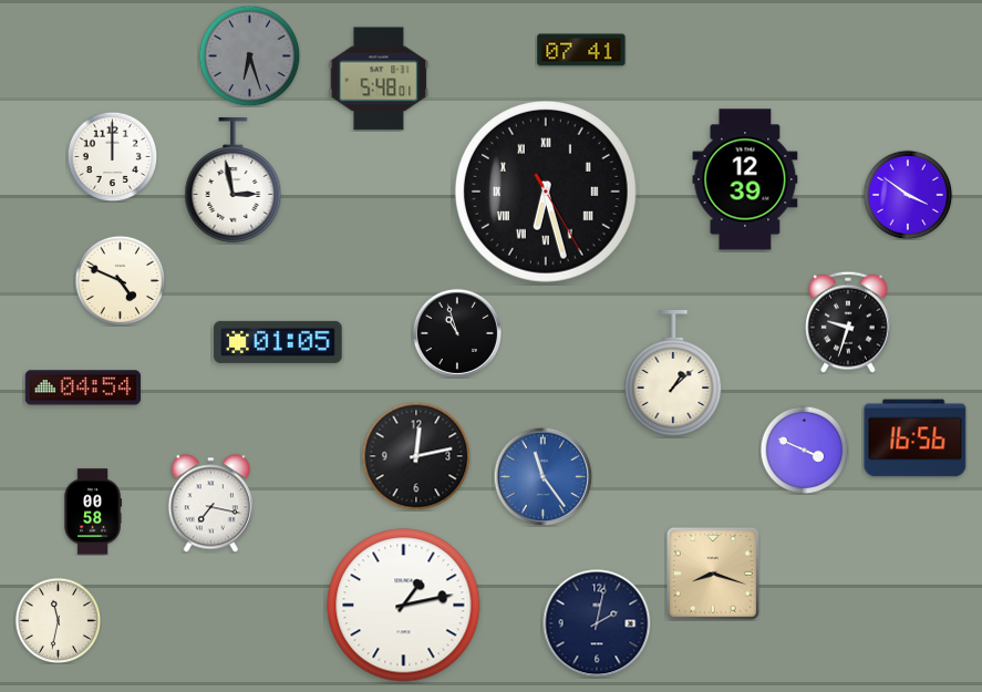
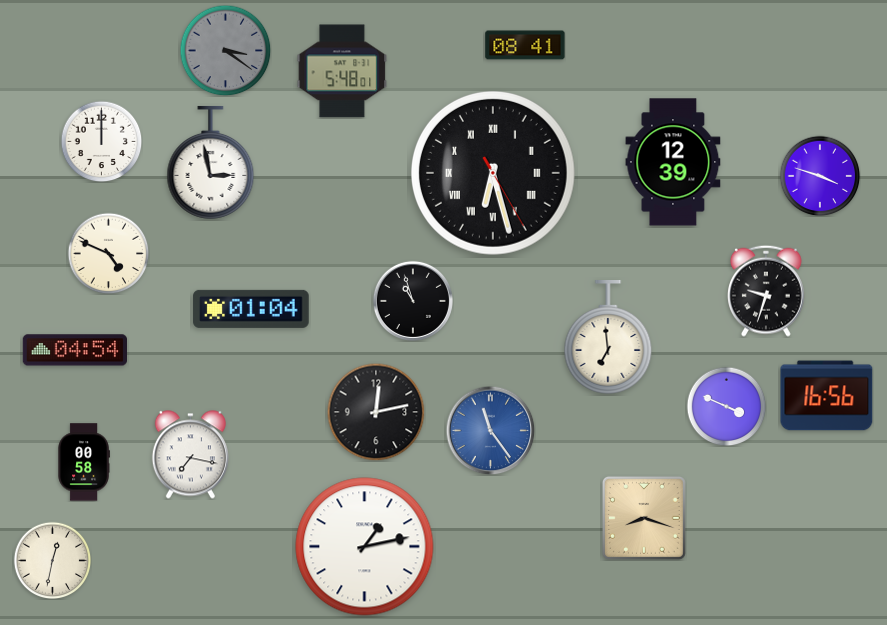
clock at (581, 50): 07:41 -> 08:41
clock at (249, 55): 6:27 -> 3:21
clock at (908, 195): 3:51 -> 3:48
clock at (278, 342): 01:05 -> 01:04
clock at (673, 374): 1:08 -> 6:59
clock at (58, 620): 11:32 -> 12:32
clock at (597, 623): 2:02 -> none
